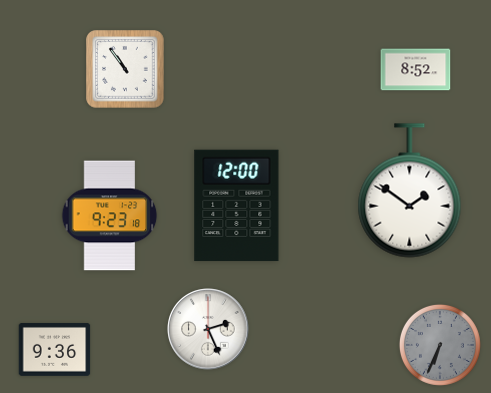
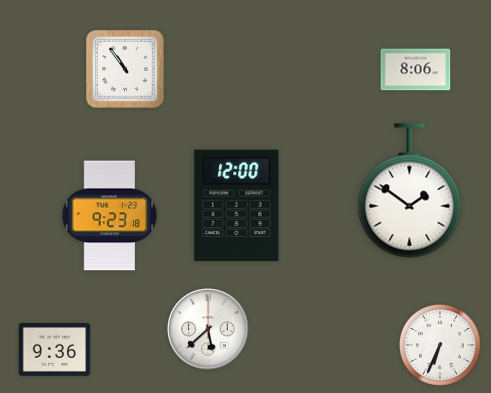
clock at (416, 70): 8:52 -> 8:06
clock at (208, 329): 2:26 -> 5:38
clock at (440, 345) dial: grey -> white
